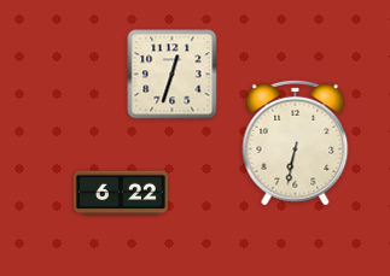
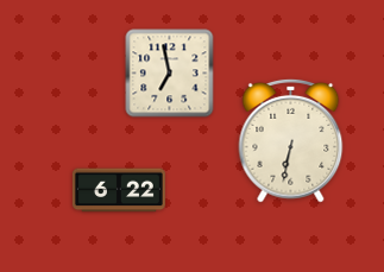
clock at (173, 75): 12:33 -> 6:58
